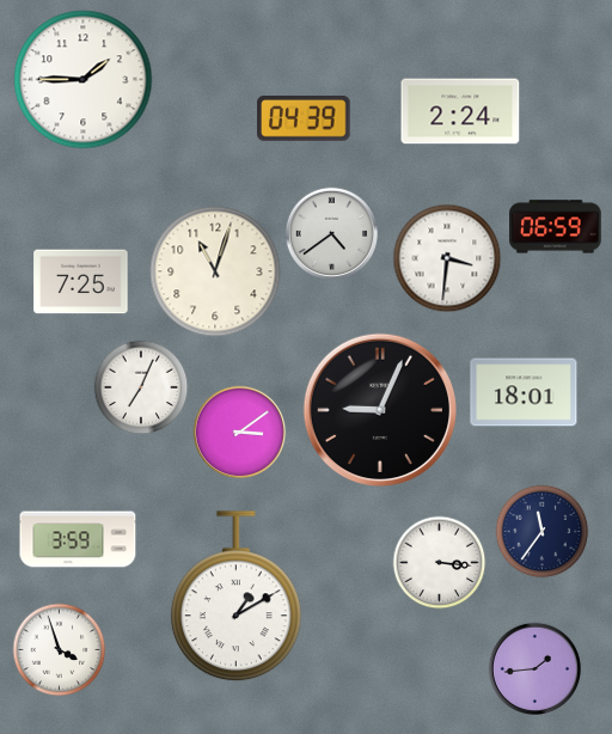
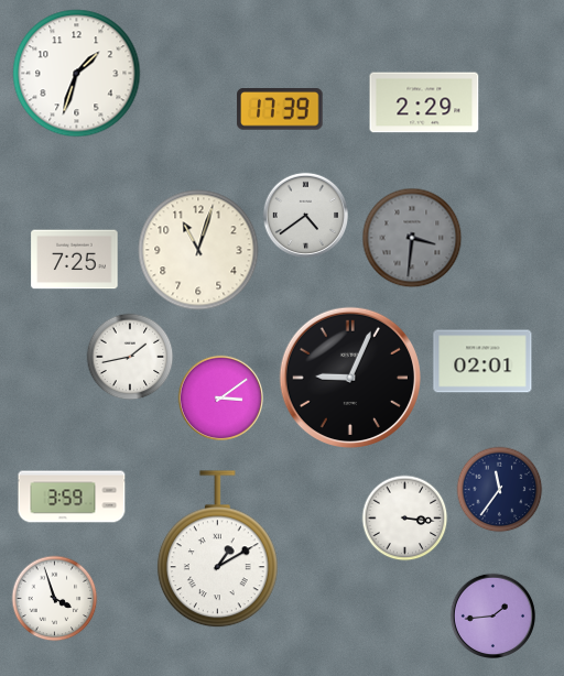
clock at (84, 80): 1:45 -> 1:33
clock at (460, 111): 2:24 -> 2:29
clock at (304, 120): 04:39 -> 17:39
clock at (556, 227): 06:59 -> none
clock at (447, 258) dial: white -> grey
clock at (141, 387): 7:04 -> 1:43
clock at (524, 392): 18:01 -> 02:01
